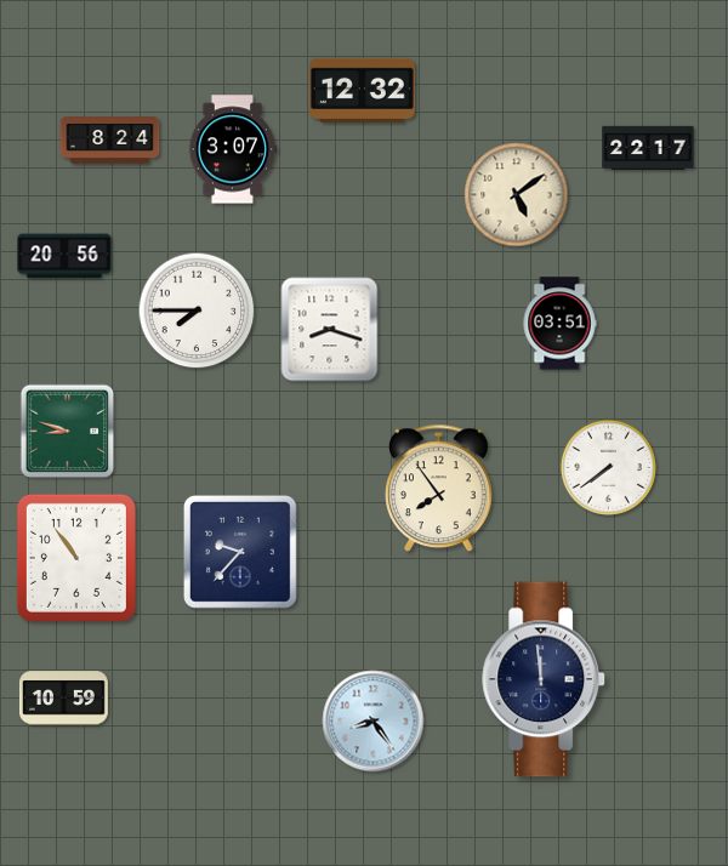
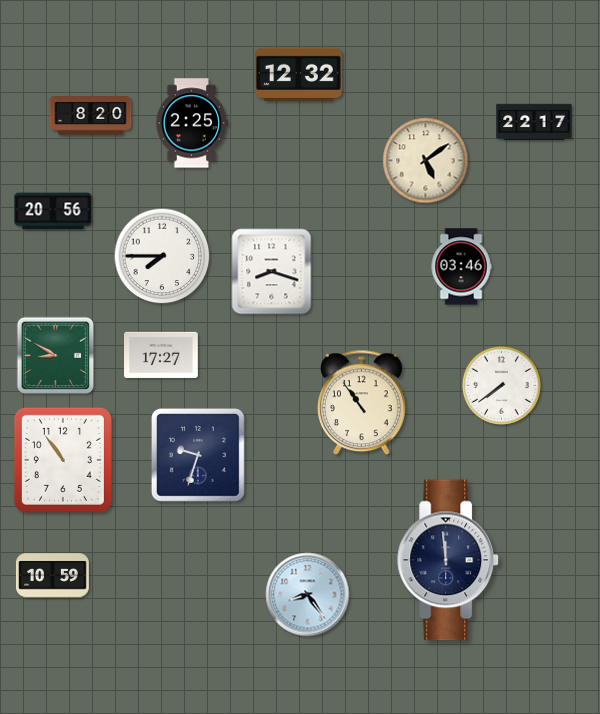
clock at (110, 141): 8:24 -> 8:20
clock at (233, 149): 3:07 -> 2:25
clock at (559, 324): 03:51 -> 03:46
clock at (161, 355): none -> 17:27
clock at (68, 432): 8:48 -> 8:50
clock at (439, 489): 7:54 -> 10:54
clock at (240, 552): 9:37 -> 9:33
